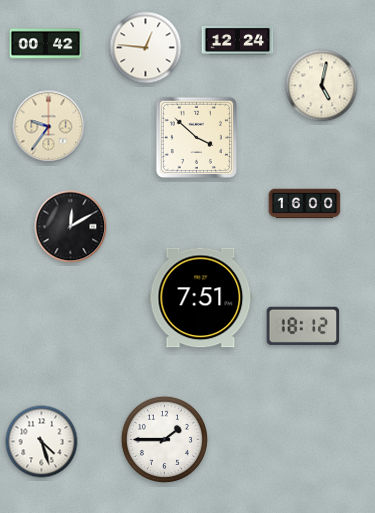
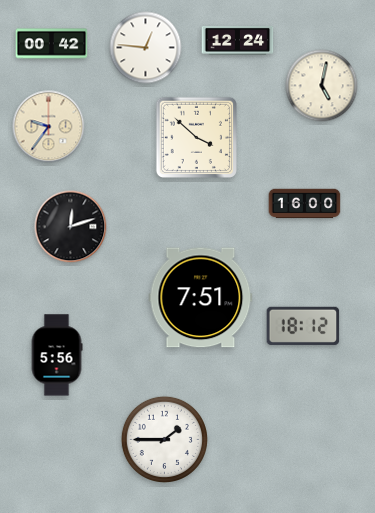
clock at (46, 44) position: (46, 44) -> (52, 44)
clock at (71, 227): 12:10 -> 12:12
clock at (57, 355): none -> 5:56
clock at (42, 442): 4:27 -> none
